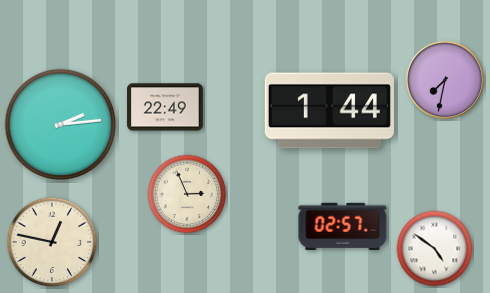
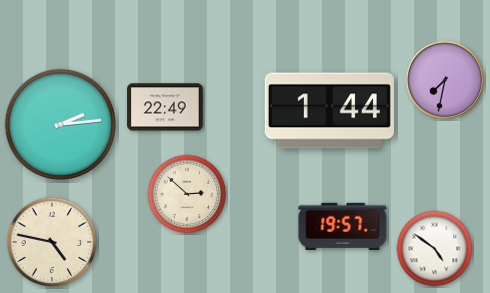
clock at (187, 194): 2:56 -> 2:52
clock at (343, 226): 02:57 -> 19:57
clock at (52, 242): 12:47 -> 4:47
